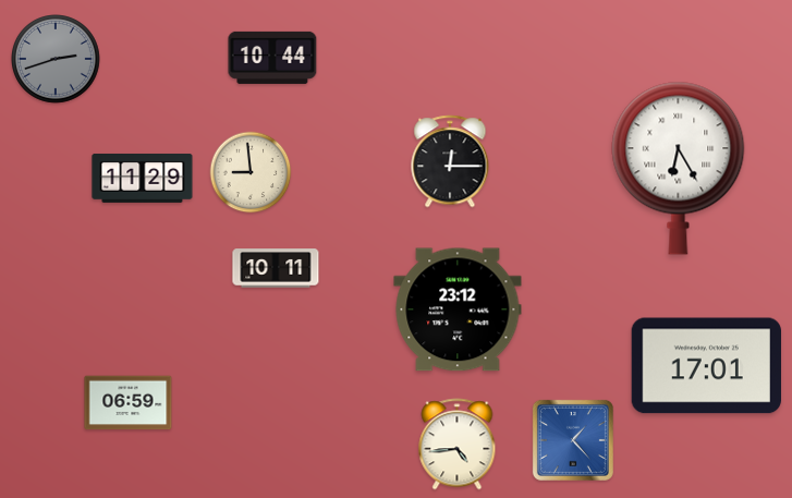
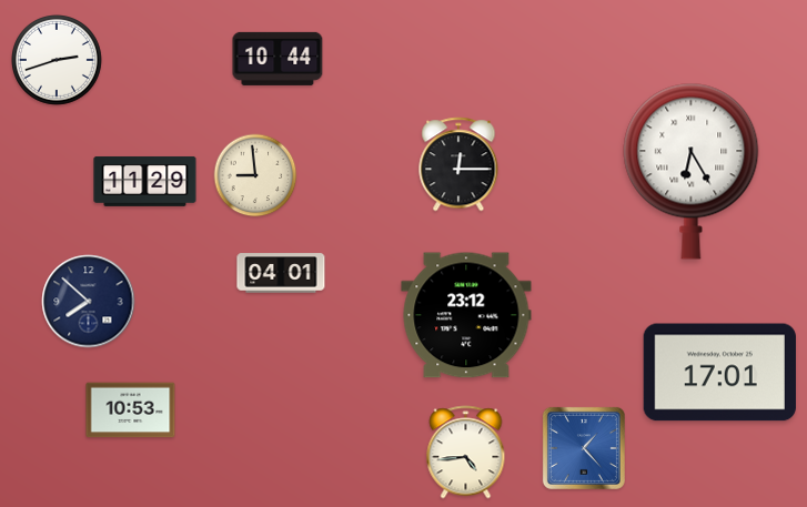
clock at (57, 60) dial: grey -> white
clock at (276, 268): 10:11 -> 04:01
clock at (89, 302): none -> 7:52
clock at (129, 403): 06:59 -> 10:53
